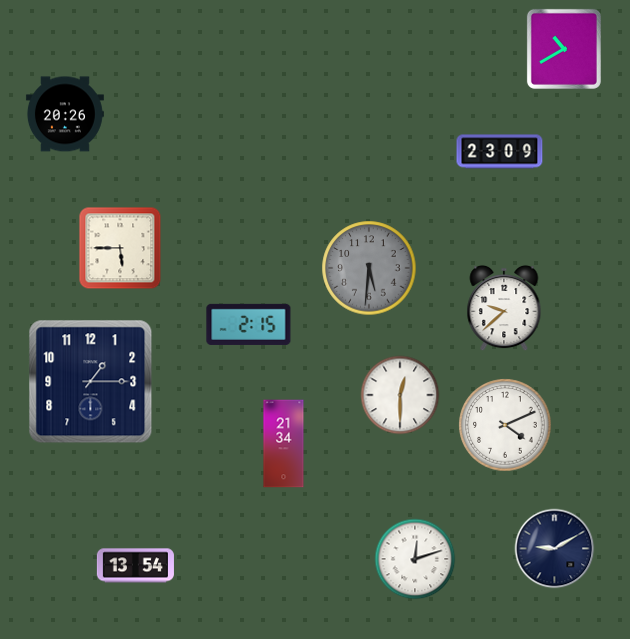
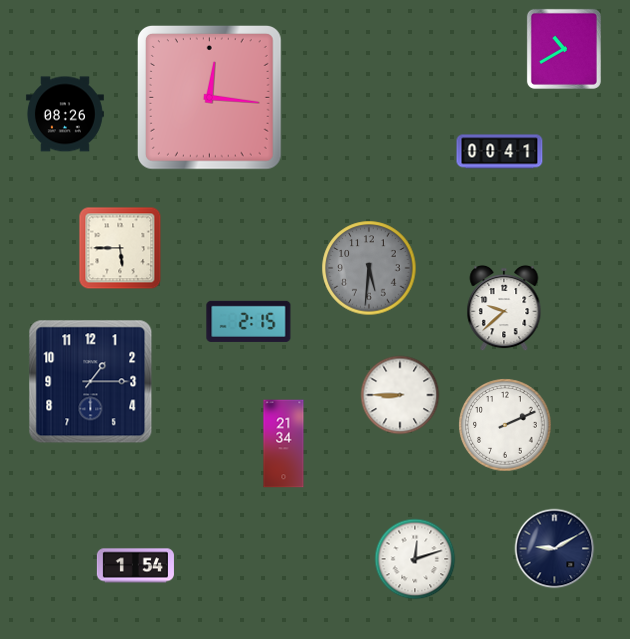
clock at (209, 97): none -> 12:16
clock at (65, 114): 20:26 -> 08:26
clock at (500, 152): 23:09 -> 00:41
clock at (249, 324) position: (249, 324) -> (249, 321)
clock at (400, 395): 12:30 -> 8:45
clock at (505, 425): 4:11 -> 2:11
clock at (135, 566): 13:54 -> 1:54
